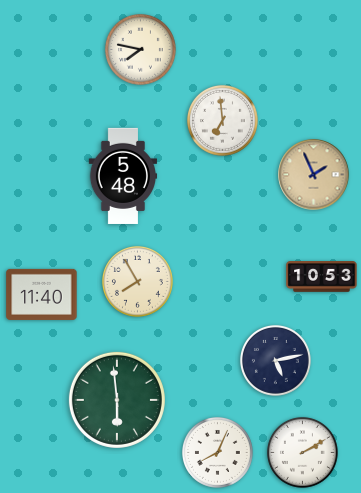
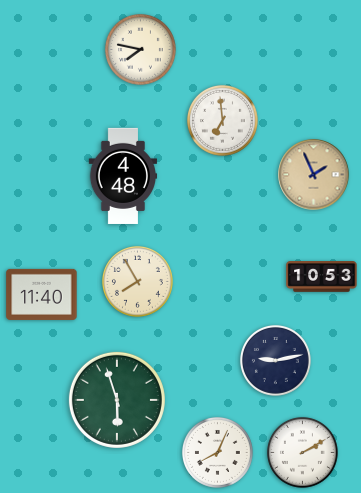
clock at (123, 176): 5:48 -> 4:48
clock at (275, 360): 5:13 -> 9:13
clock at (117, 400): 5:59 -> 5:57
